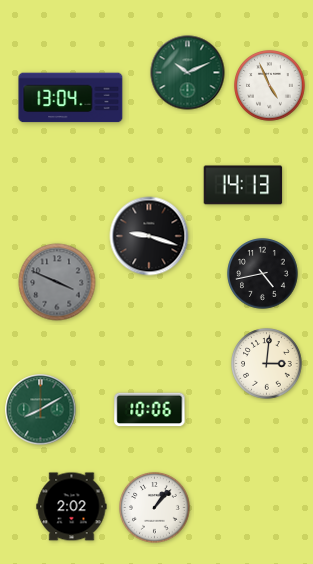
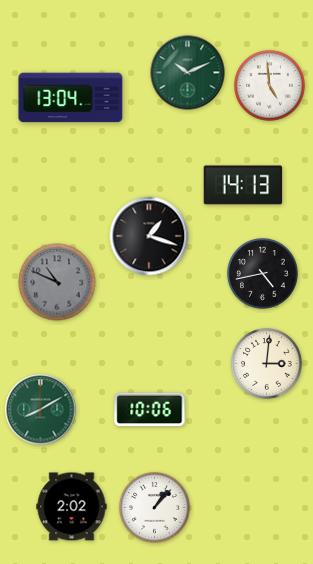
clock at (270, 86): 4:56 -> 4:59
clock at (149, 236): 9:18 -> 1:18
clock at (57, 282): 3:49 -> 10:49
